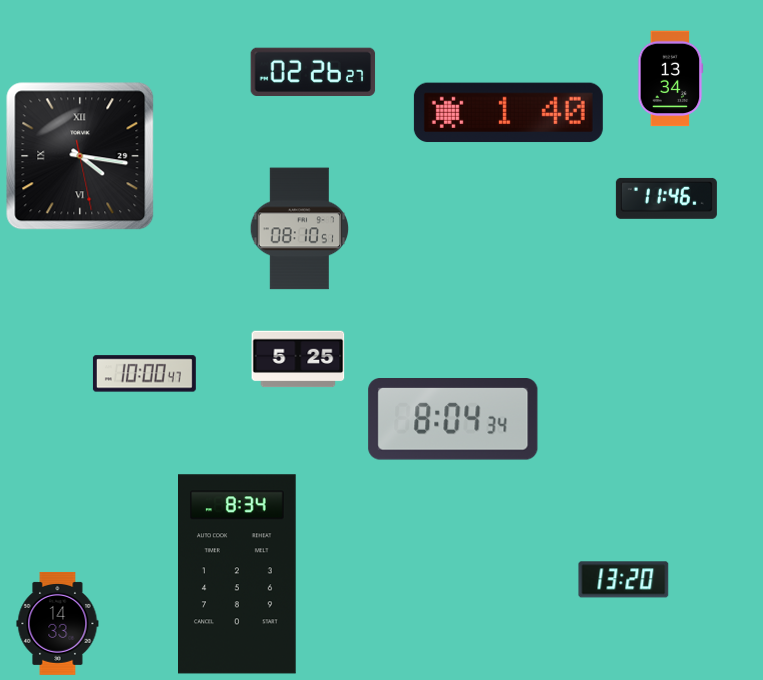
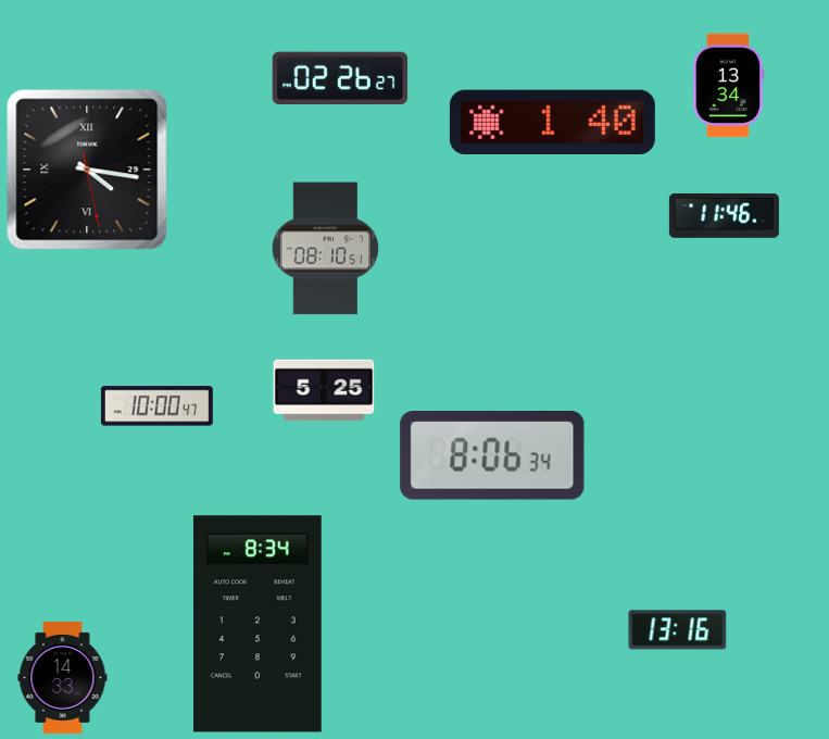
clock at (453, 419): 8:04 -> 8:06
clock at (624, 580): 13:20 -> 13:16
